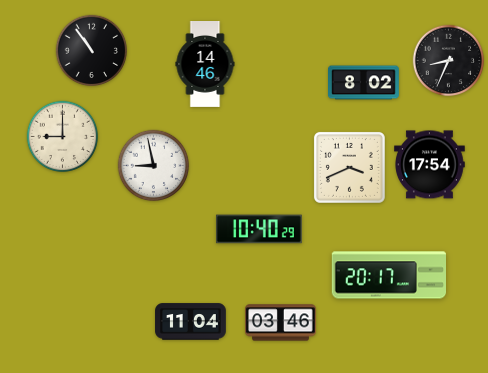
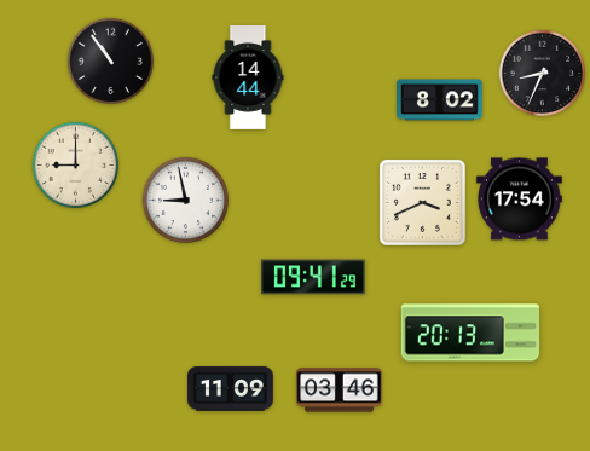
clock at (205, 65): 14:46 -> 14:44
clock at (259, 229): 10:40 -> 09:41
clock at (388, 275): 20:17 -> 20:13
clock at (191, 322): 11:04 -> 11:09
